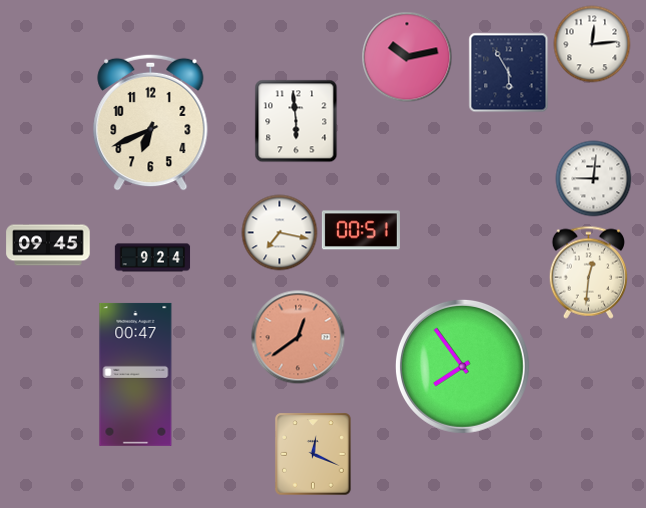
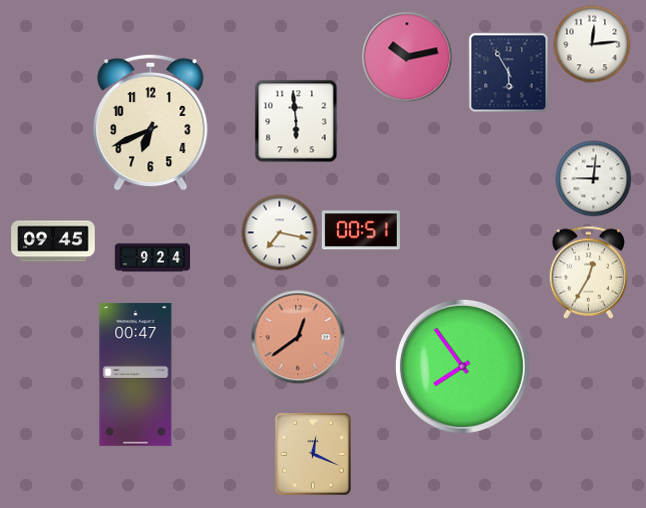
clock at (48, 245) position: (48, 245) -> (53, 241)
clock at (588, 272): 12:31 -> 12:35
